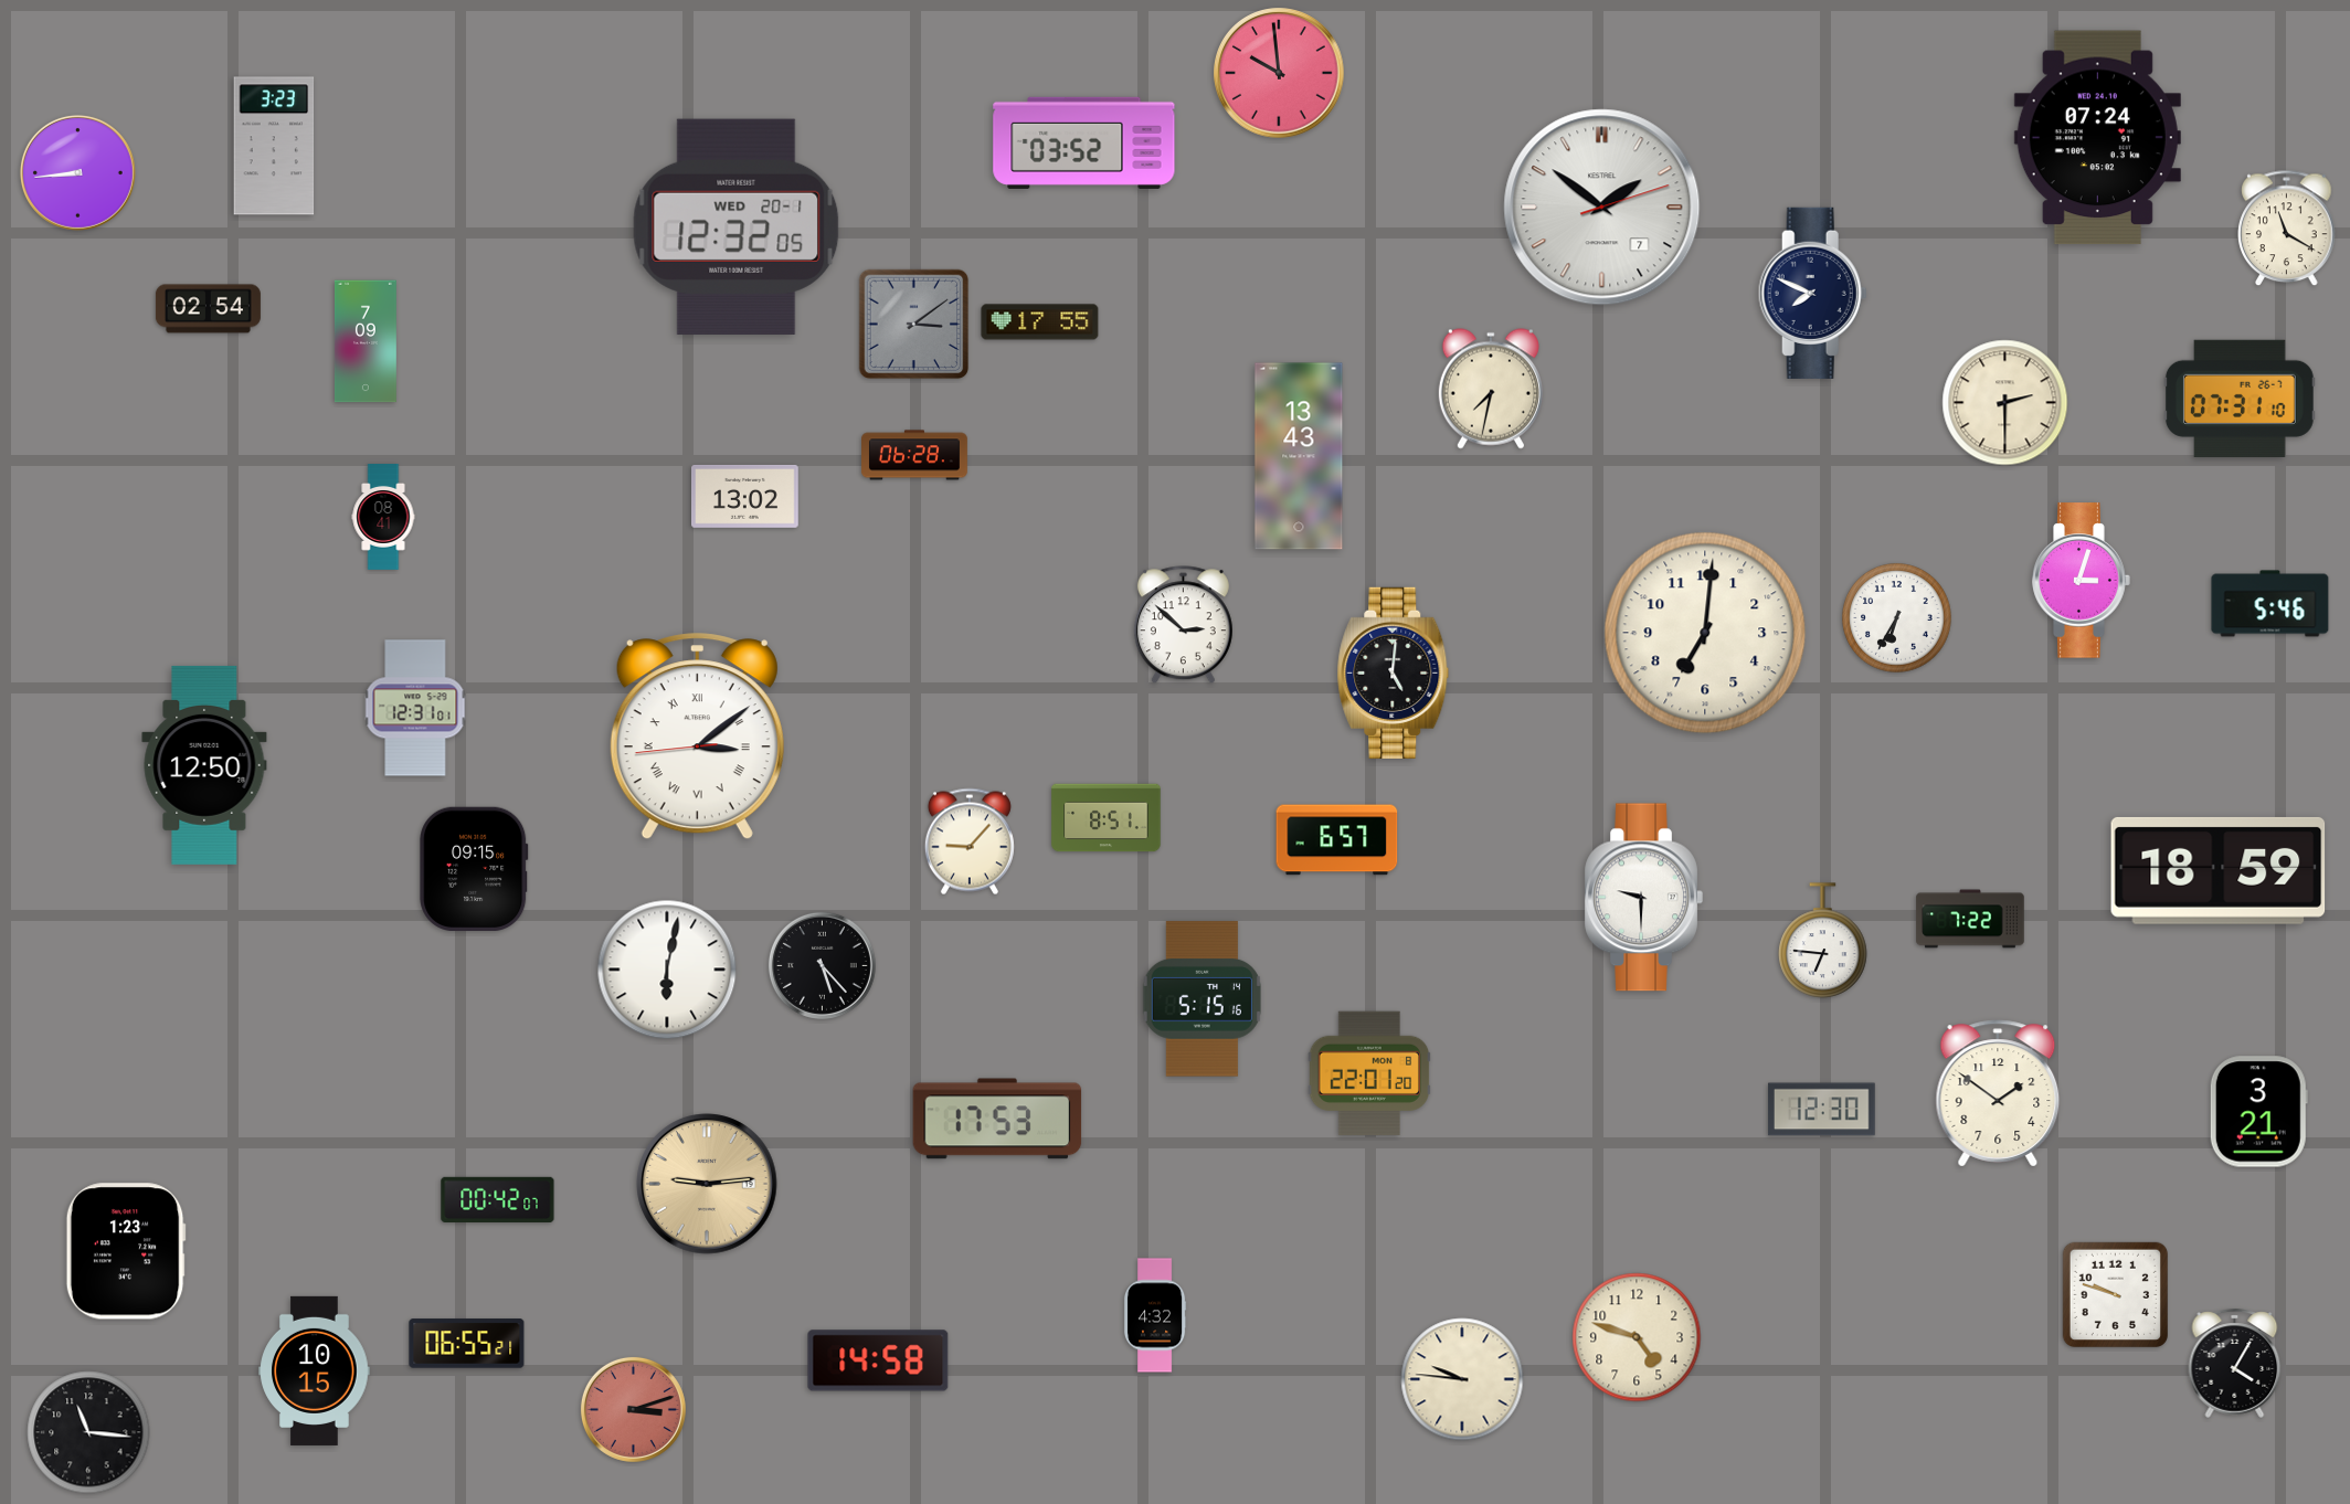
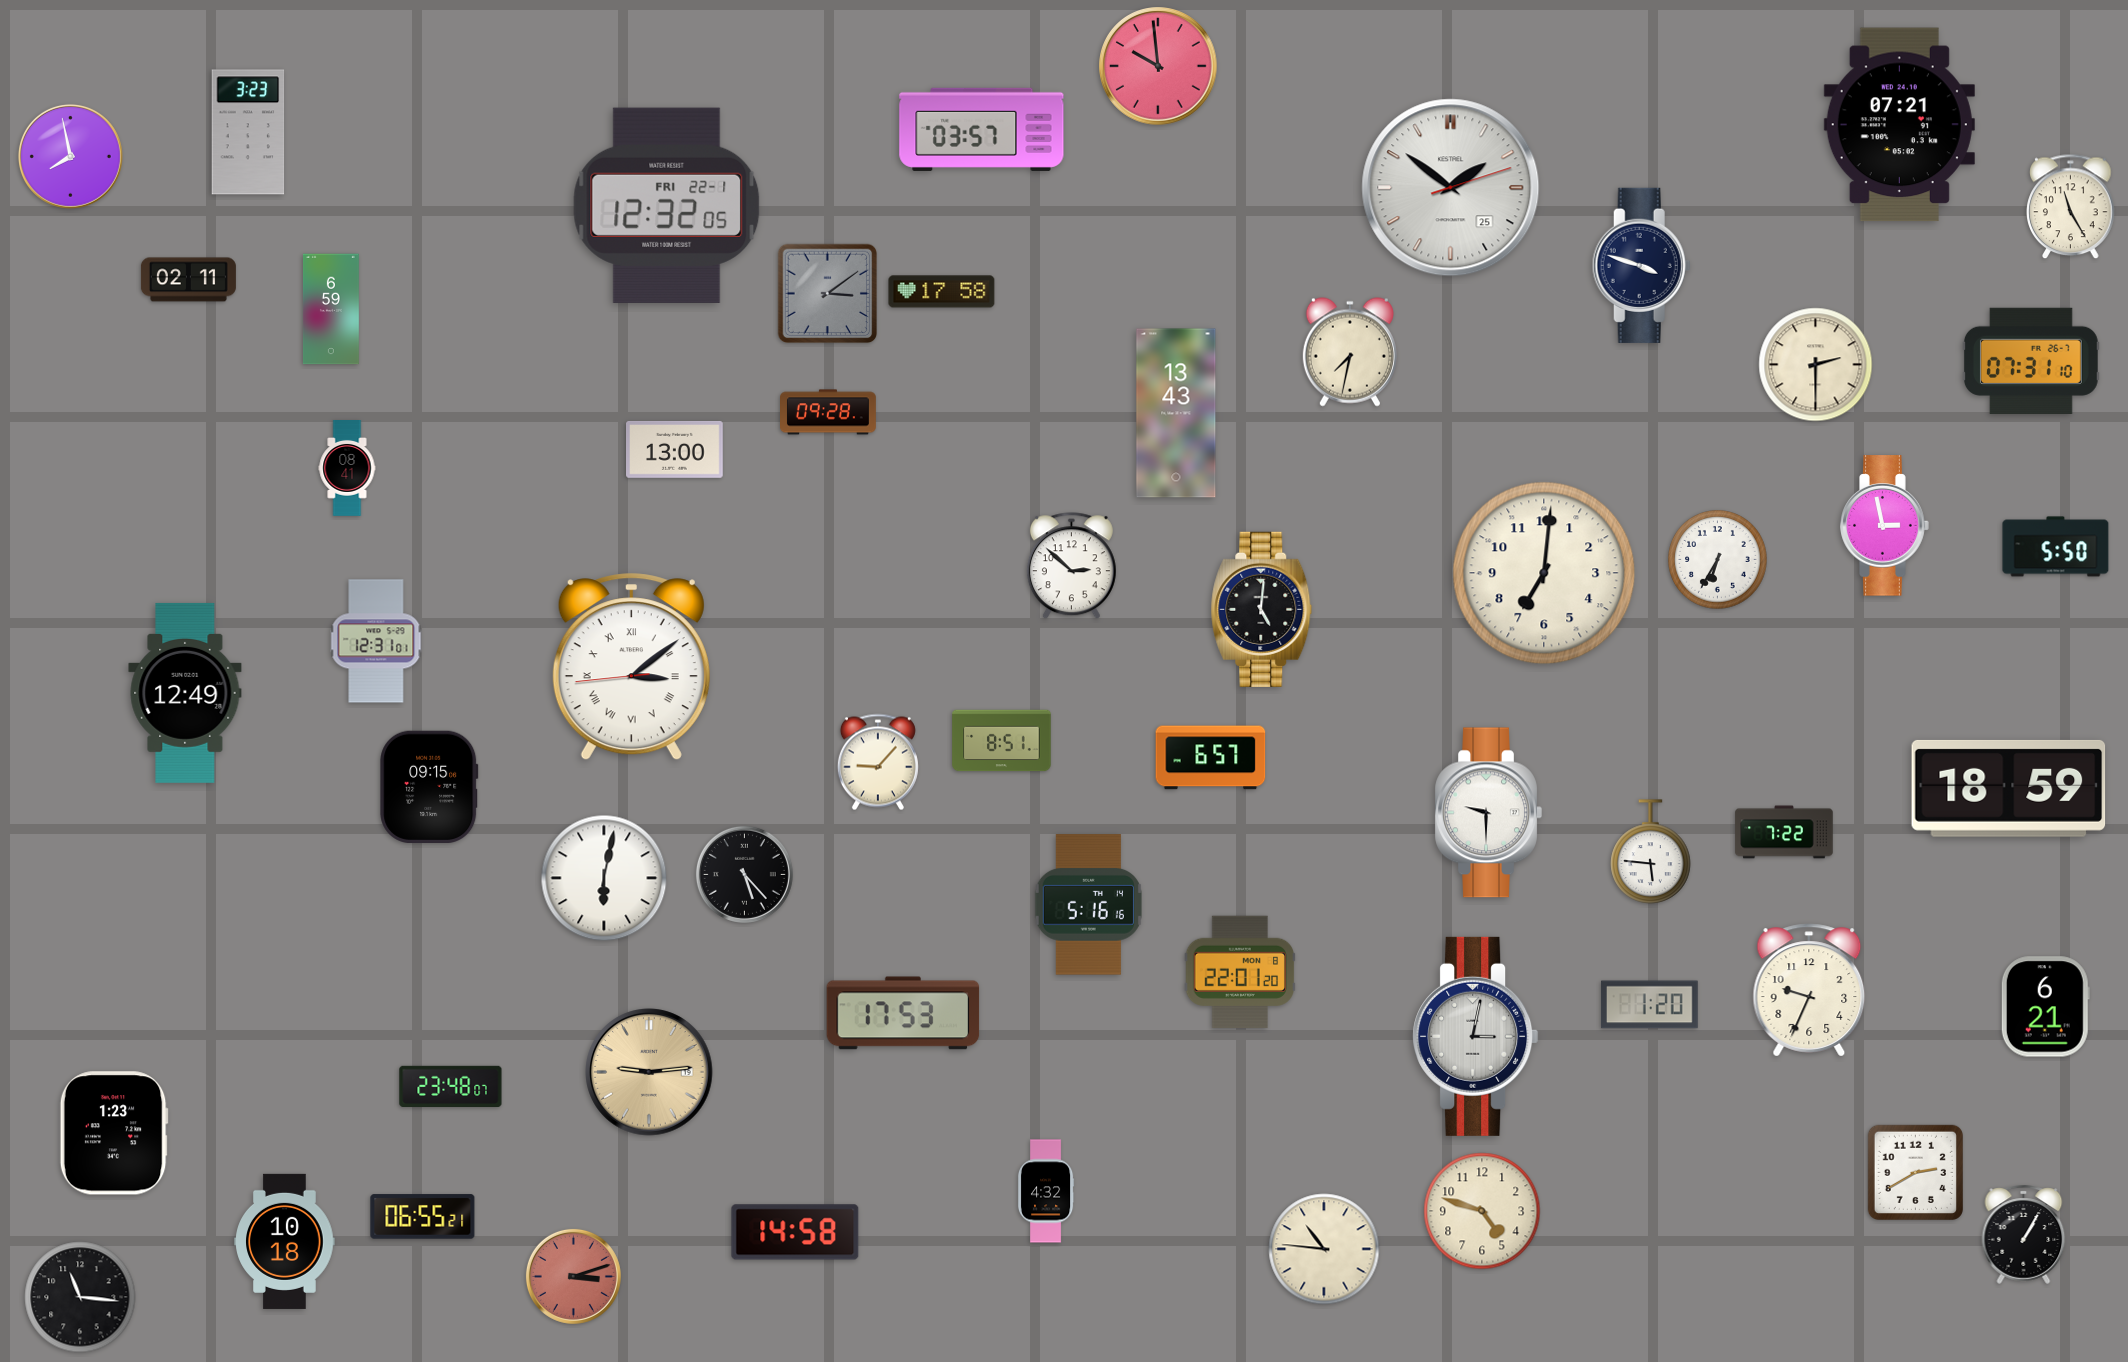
clock at (2097, 138): 07:24 -> 07:21
clock at (1084, 142): 03:52 -> 03:57
clock at (77, 172): 8:44 -> 7:58
clock at (1602, 208) date: 7 -> 25
clock at (737, 226) date: WED 20-1 -> FRI 22-1
clock at (2287, 229): 11:20 -> 11:25
clock at (1812, 293): 7:49 -> 3:48
clock at (208, 309): 02:54 -> 02:11
clock at (1040, 322): 17:55 -> 17:58
clock at (366, 341): 7:09 -> 6:59
clock at (2240, 399) position: (2240, 399) -> (2031, 361)
clock at (915, 455): 06:28 -> 09:28
clock at (745, 496): 13:02 -> 13:00
clock at (2082, 581): 3:03 -> 2:58
clock at (2270, 604): 5:46 -> 5:50
clock at (204, 765): 12:50 -> 12:49
clock at (1337, 840) position: (1337, 840) -> (1211, 758)
clock at (1823, 941): 6:46 -> 5:46
clock at (1202, 999): 5:15 -> 5:16
clock at (1998, 1093): 1:51 -> 9:34
clock at (1822, 1110): 12:30 -> 1:20
clock at (2258, 1112): 3:21 -> 6:21
clock at (1476, 1036): none -> 3:02
clock at (707, 1184) position: (707, 1184) -> (649, 1072)
clock at (498, 1199): 00:42 -> 23:48
clock at (2115, 1294): 9:48 -> 2:40
clock at (2235, 1363): 4:05 -> 1:05
clock at (315, 1370): 10:15 -> 10:18
clock at (1462, 1379): 9:46 -> 10:46
